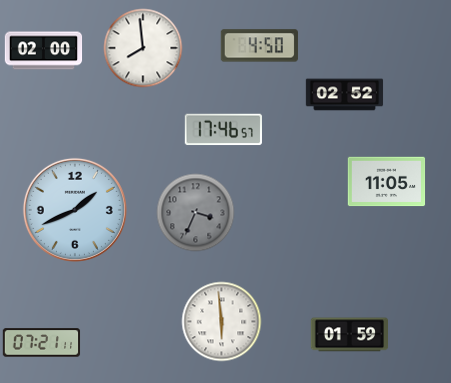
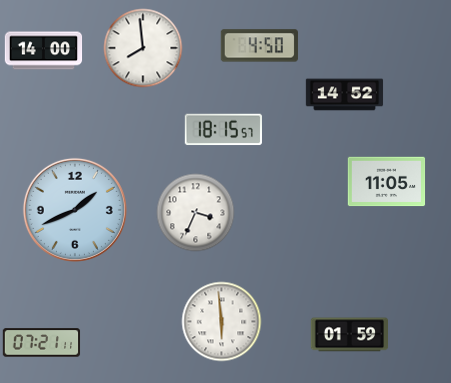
clock at (43, 51): 02:00 -> 14:00
clock at (344, 95): 02:52 -> 14:52
clock at (223, 130): 17:46 -> 18:15
clock at (195, 212) dial: grey -> white
